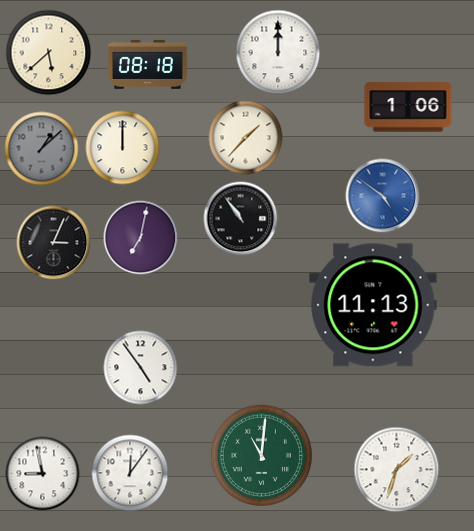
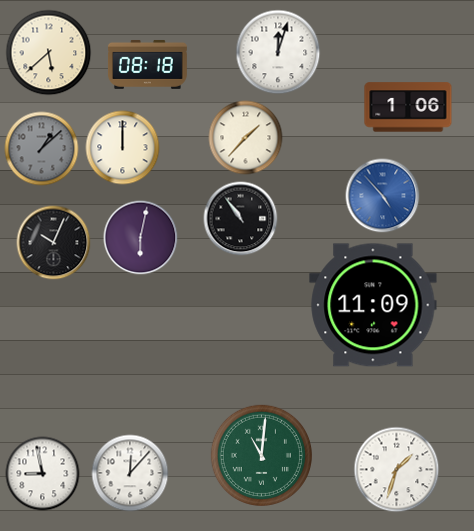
clock at (278, 52): 12:00 -> 12:03
clock at (383, 196): 4:51 -> 4:53
clock at (141, 238): 7:02 -> 6:02
clock at (54, 243): 3:04 -> 10:04
clock at (373, 305): 11:13 -> 11:09
clock at (141, 368): 4:54 -> none
clock at (130, 473): 12:06 -> 12:07
